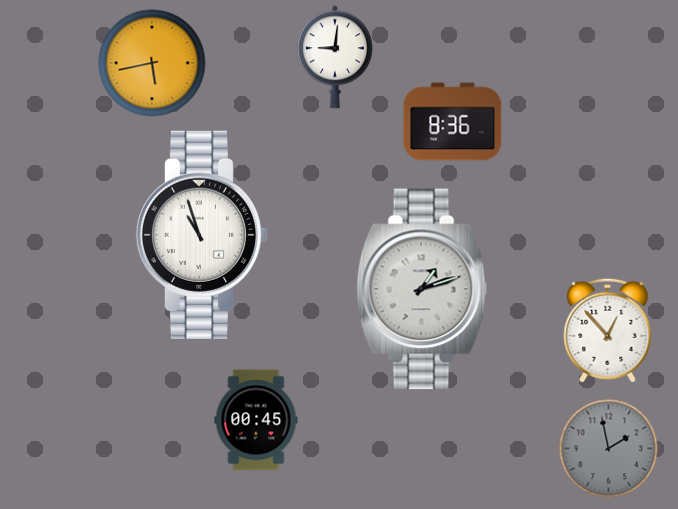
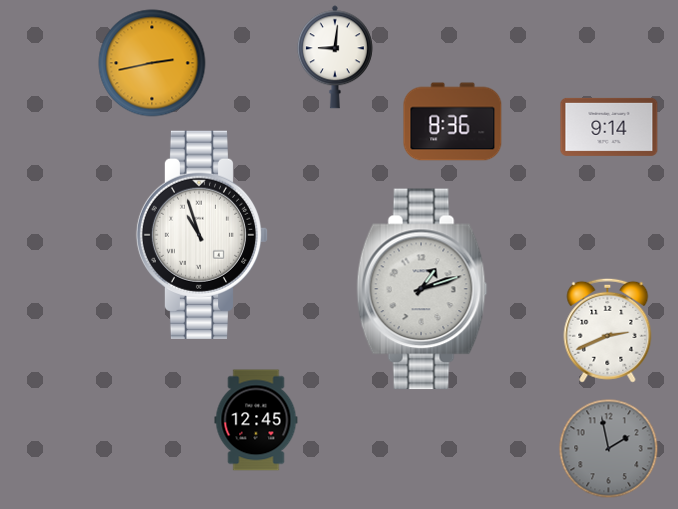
clock at (152, 63): 5:43 -> 2:43
clock at (609, 127): none -> 9:14
clock at (608, 330): 12:53 -> 2:41
clock at (256, 420): 00:45 -> 12:45
